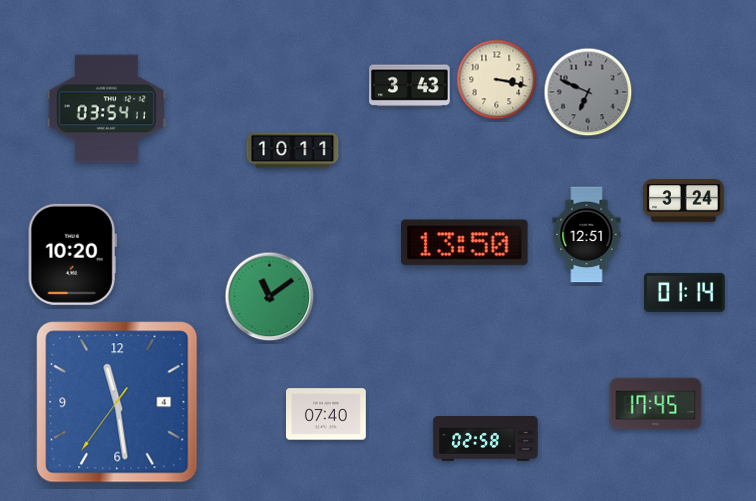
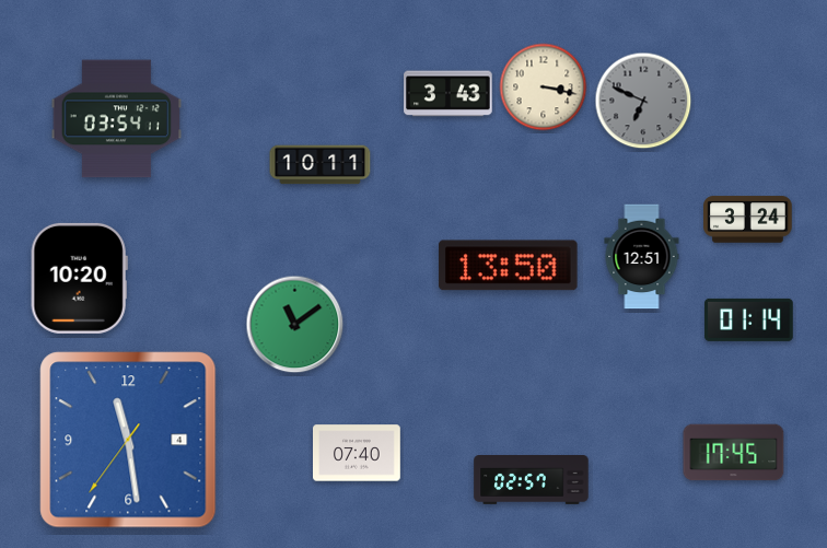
clock at (656, 404) position: (656, 404) -> (734, 453)
clock at (486, 439): 02:58 -> 02:57
